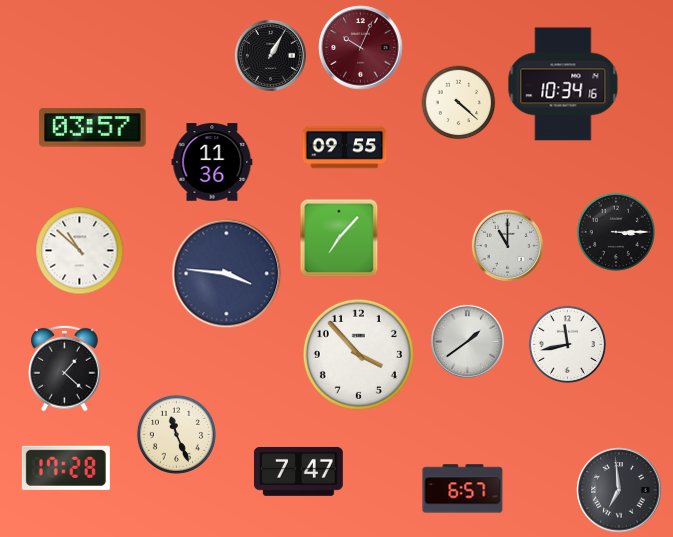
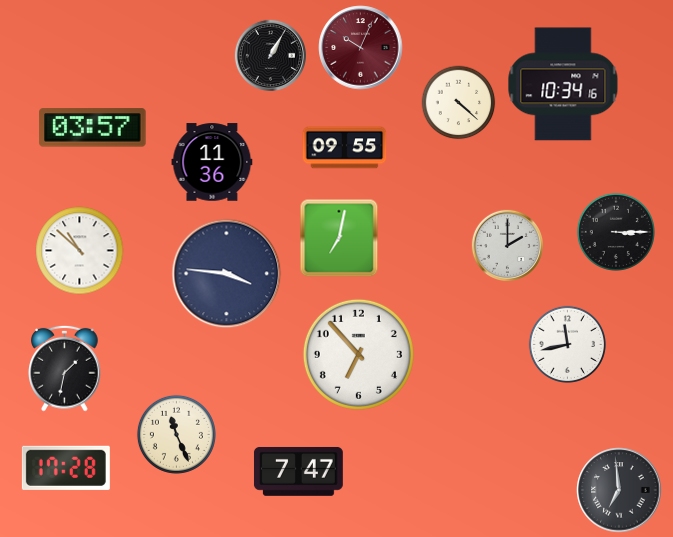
clock at (339, 238): 7:07 -> 7:02
clock at (507, 245): 11:00 -> 2:00
clock at (467, 341): 1:39 -> none
clock at (358, 354): 3:53 -> 6:53
clock at (65, 368): 1:22 -> 1:32
clock at (463, 489): 6:57 -> none
